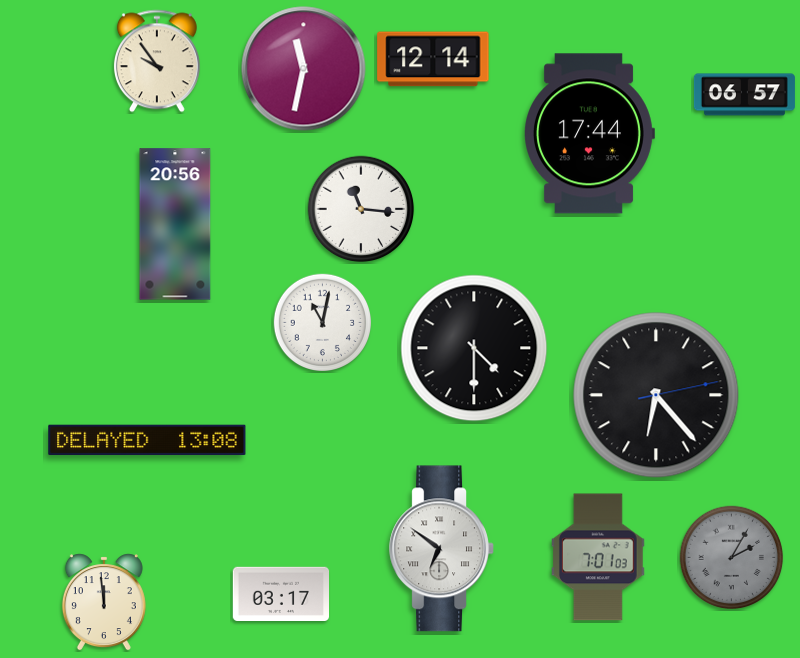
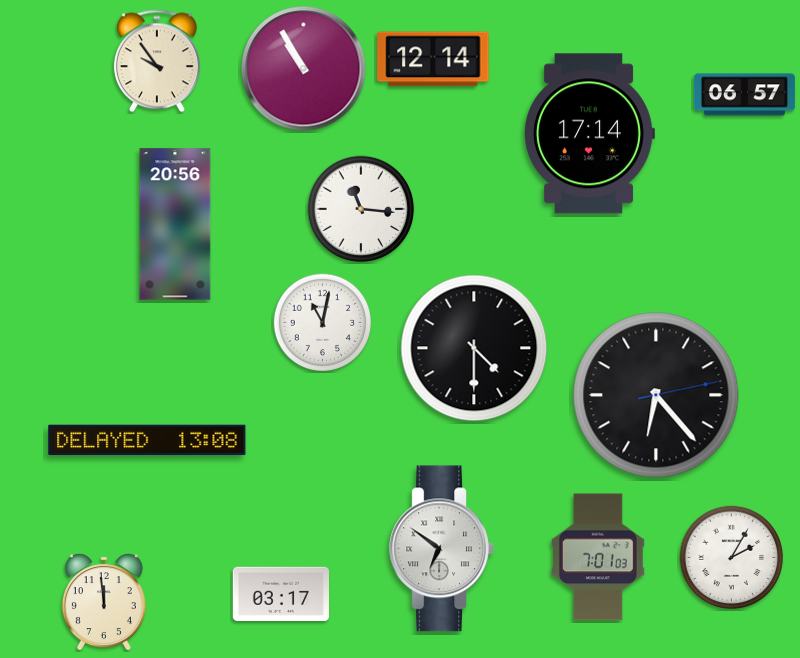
clock at (304, 69): 11:32 -> 10:55
clock at (590, 134): 17:44 -> 17:14
clock at (732, 558) dial: grey -> white
